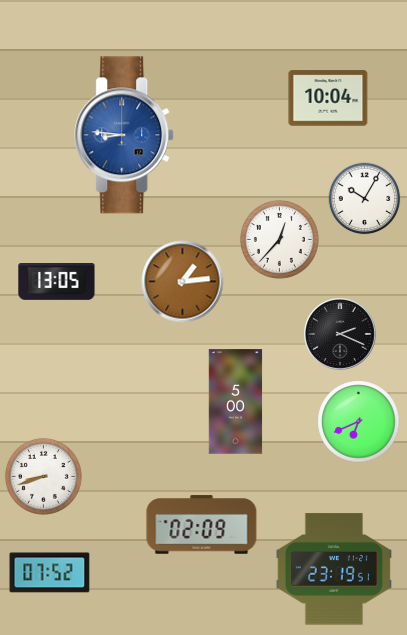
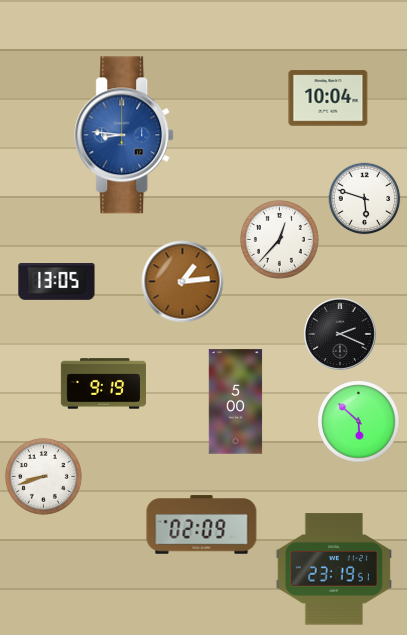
clock at (365, 199): 10:05 -> 5:48
clock at (103, 384): none -> 9:19
clock at (359, 422): 6:41 -> 5:52
clock at (50, 573): 07:52 -> none
